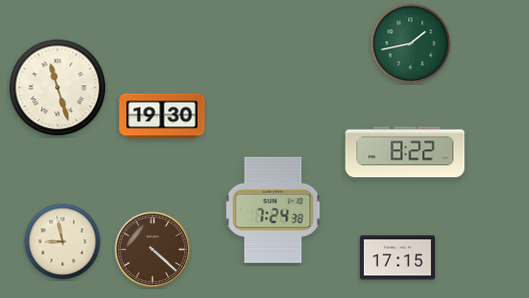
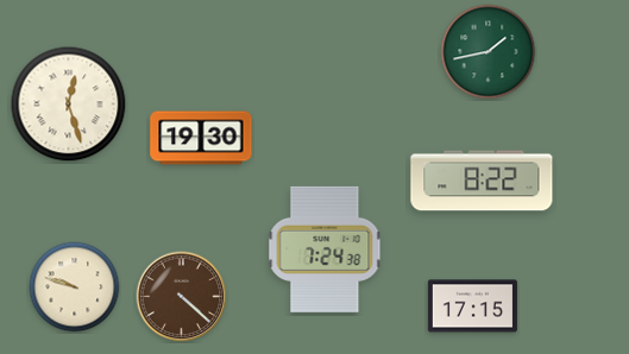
clock at (58, 88): 11:27 -> 12:27
clock at (162, 116) position: (162, 116) -> (201, 138)
clock at (63, 242): 8:58 -> 9:48
